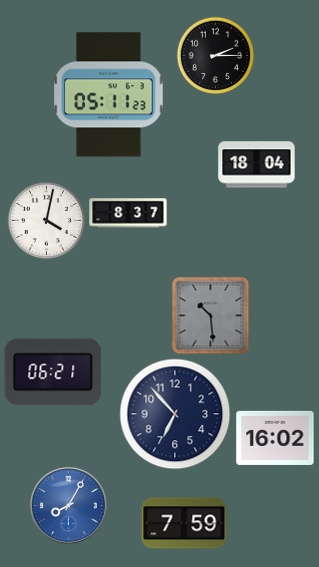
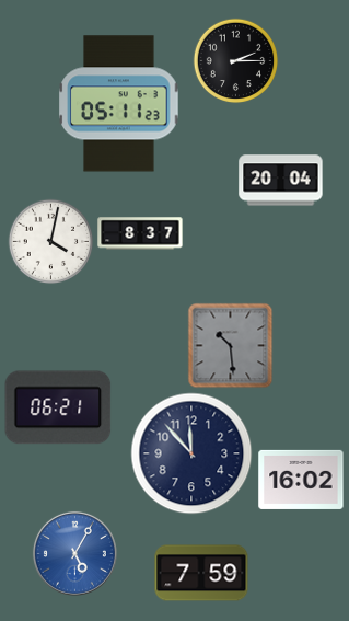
clock at (257, 165): 18:04 -> 20:04
clock at (175, 414): 6:53 -> 11:53
clock at (68, 505): 8:05 -> 5:05
